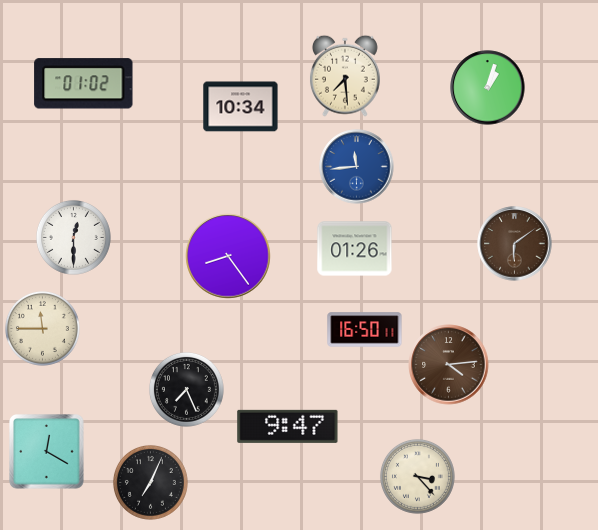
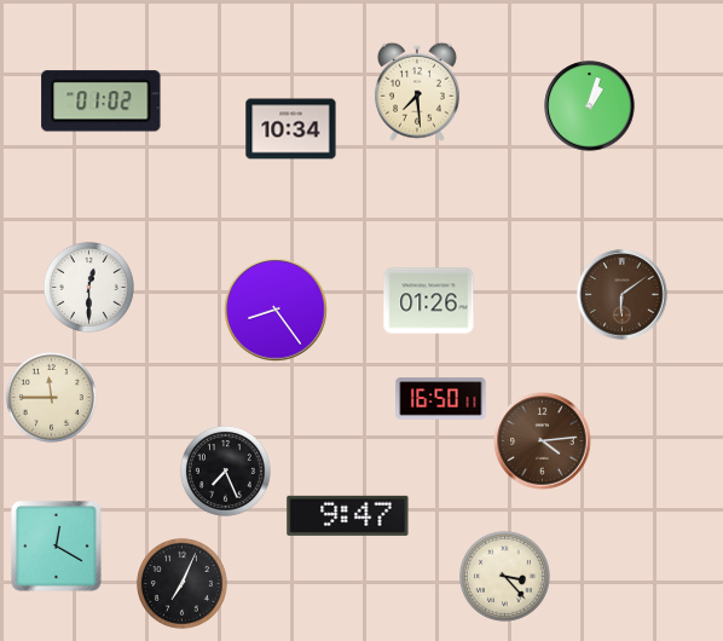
clock at (357, 167): 11:44 -> none
